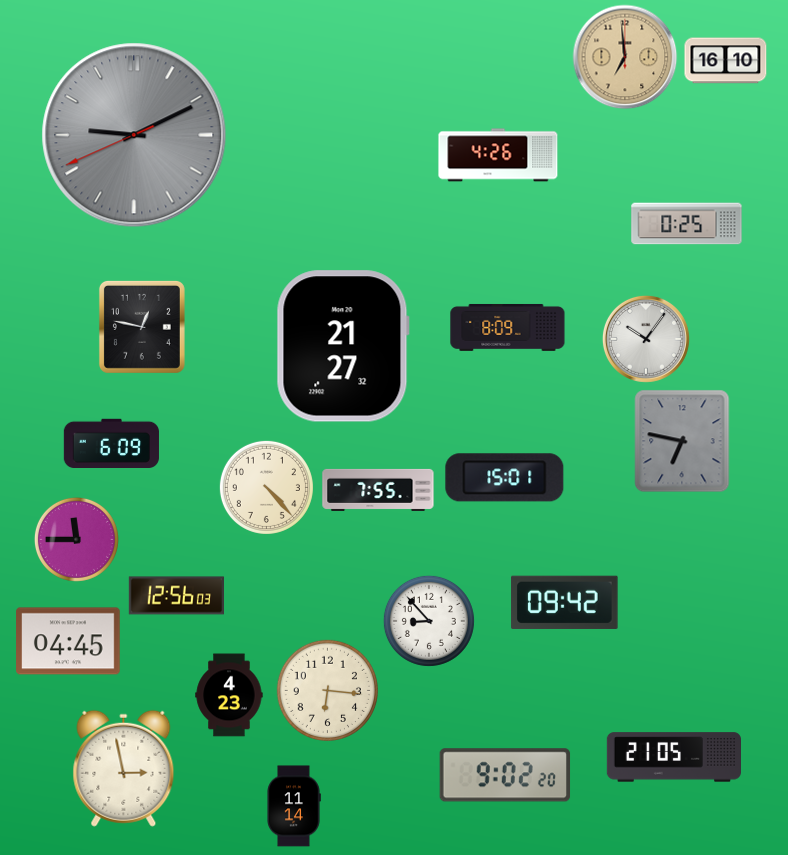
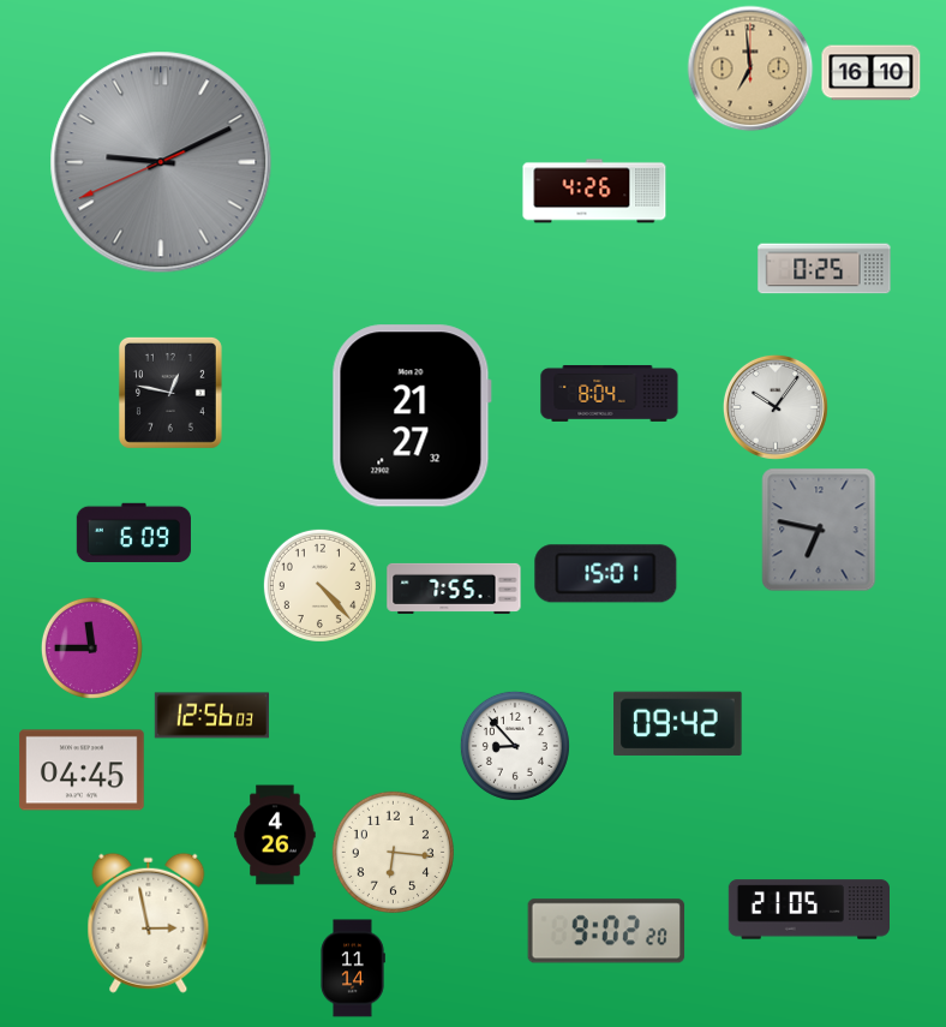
clock at (498, 155) position: (498, 155) -> (594, 191)
clock at (508, 327): 8:09 -> 8:04
clock at (327, 690) position: (327, 690) -> (393, 852)
clock at (229, 695): 4:23 -> 4:26
